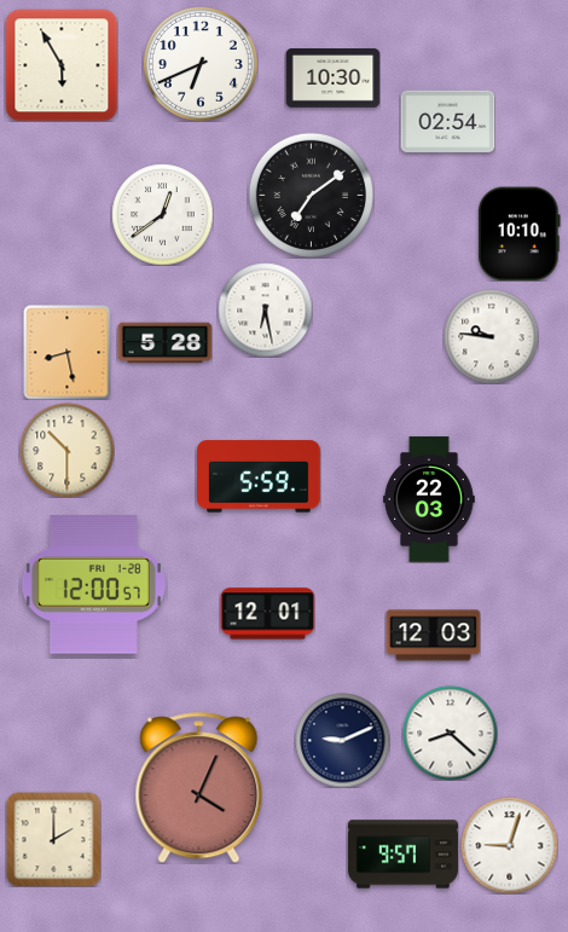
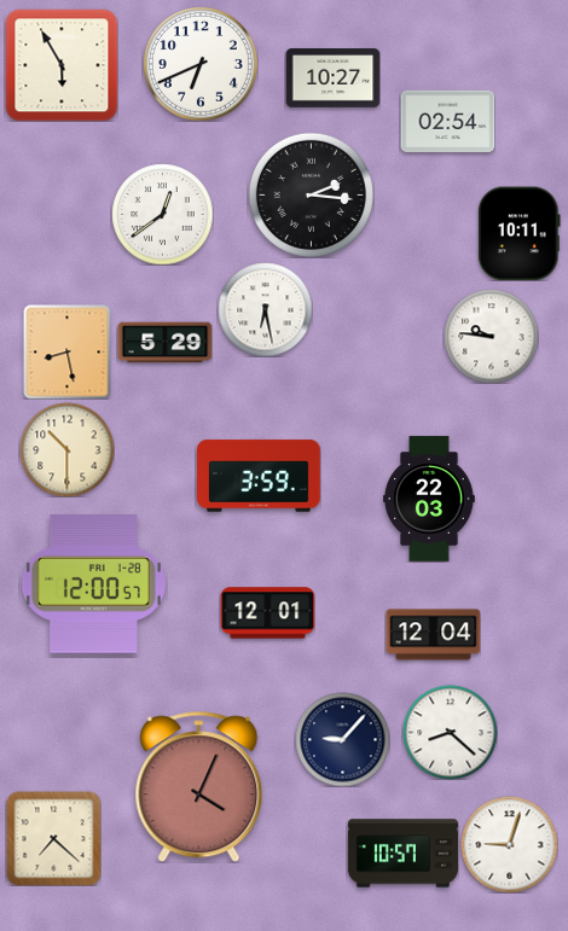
clock at (332, 79): 10:30 -> 10:27
clock at (311, 195): 7:09 -> 2:16
clock at (518, 233): 10:10 -> 10:11
clock at (164, 343): 5:28 -> 5:29
clock at (260, 476): 5:59 -> 3:59
clock at (433, 636): 12:03 -> 12:04
clock at (342, 740): 9:11 -> 9:07
clock at (53, 839): 2:00 -> 7:22
clock at (402, 855): 9:57 -> 10:57
